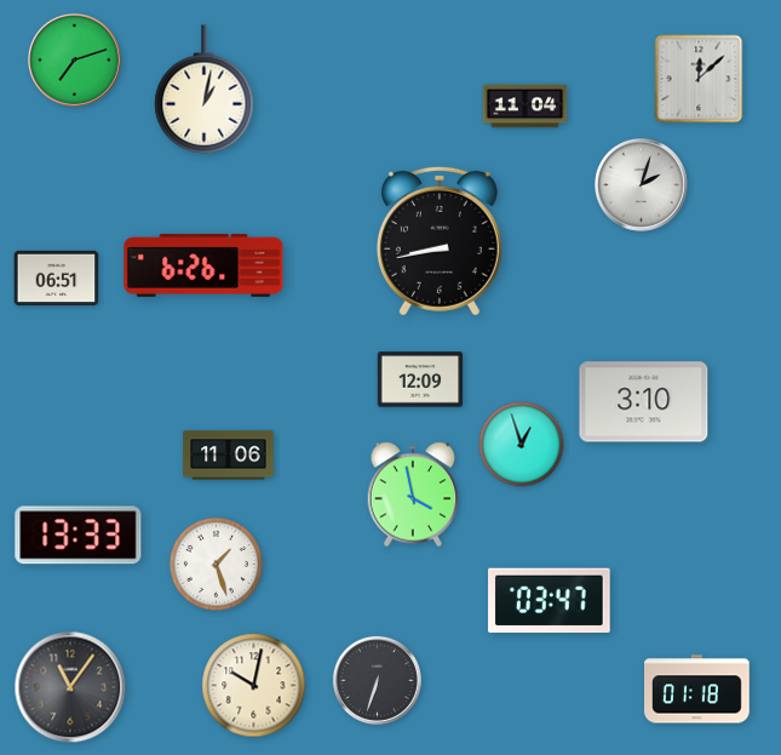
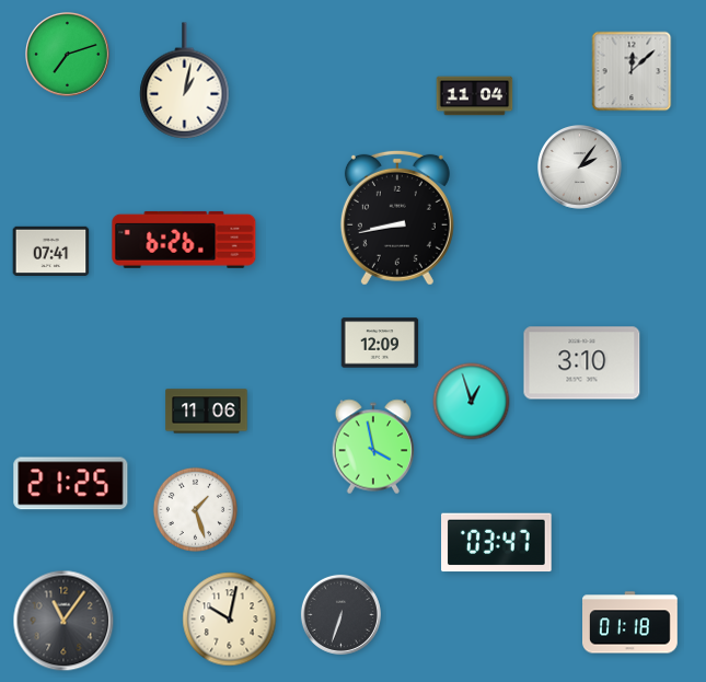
clock at (642, 185): 2:03 -> 2:06
clock at (57, 278): 06:51 -> 07:41
clock at (79, 536): 13:33 -> 21:25
